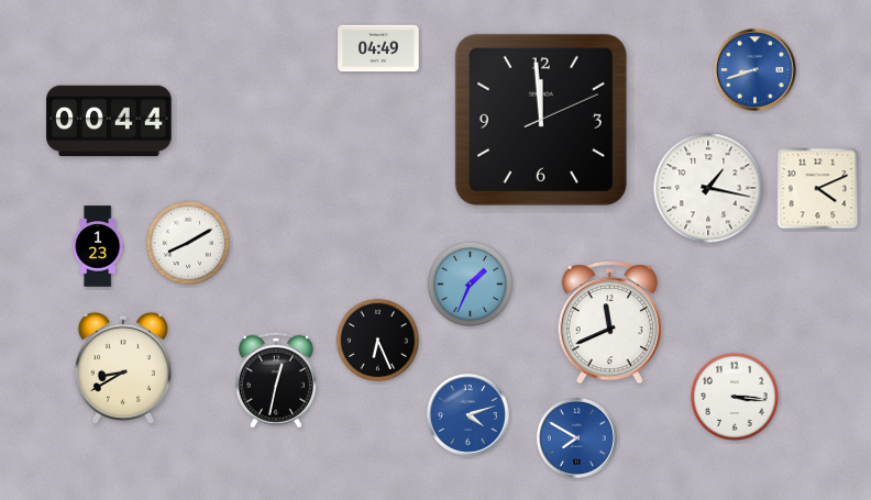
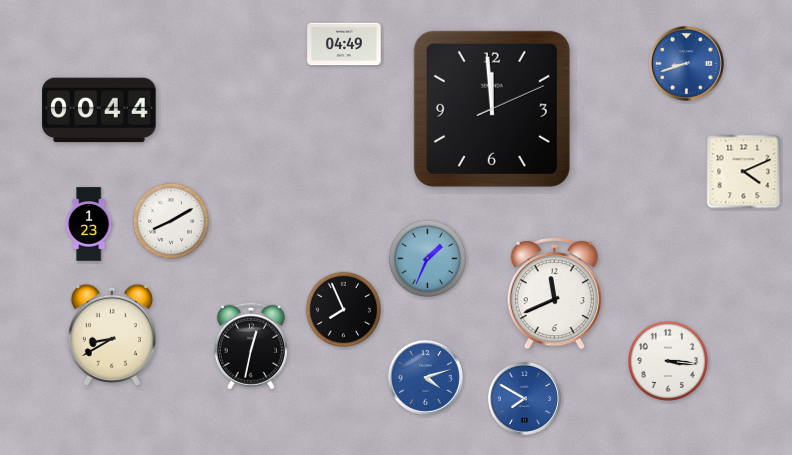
clock at (708, 188): 1:17 -> none
clock at (378, 341): 6:26 -> 7:56
